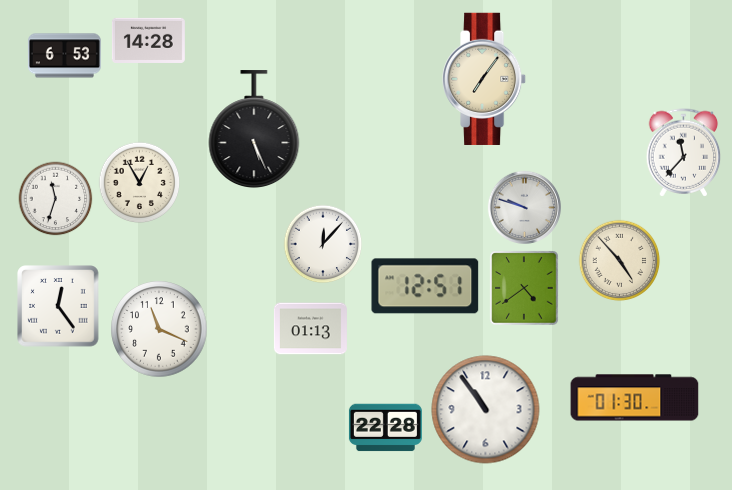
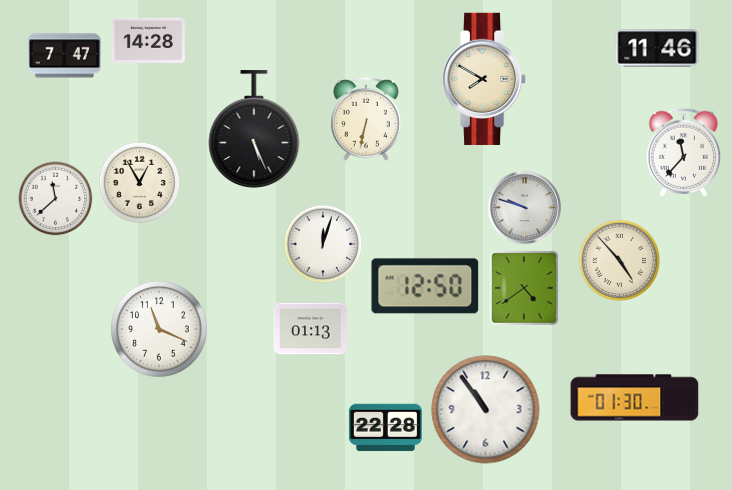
clock at (657, 48): none -> 11:46
clock at (64, 56): 6:53 -> 7:47
clock at (485, 79): 7:06 -> 7:50
clock at (367, 119): none -> 6:32
clock at (56, 199): 11:33 -> 11:38
clock at (323, 244): 12:07 -> 12:03
clock at (425, 286): 12:51 -> 12:50
clock at (58, 306): 12:24 -> none
